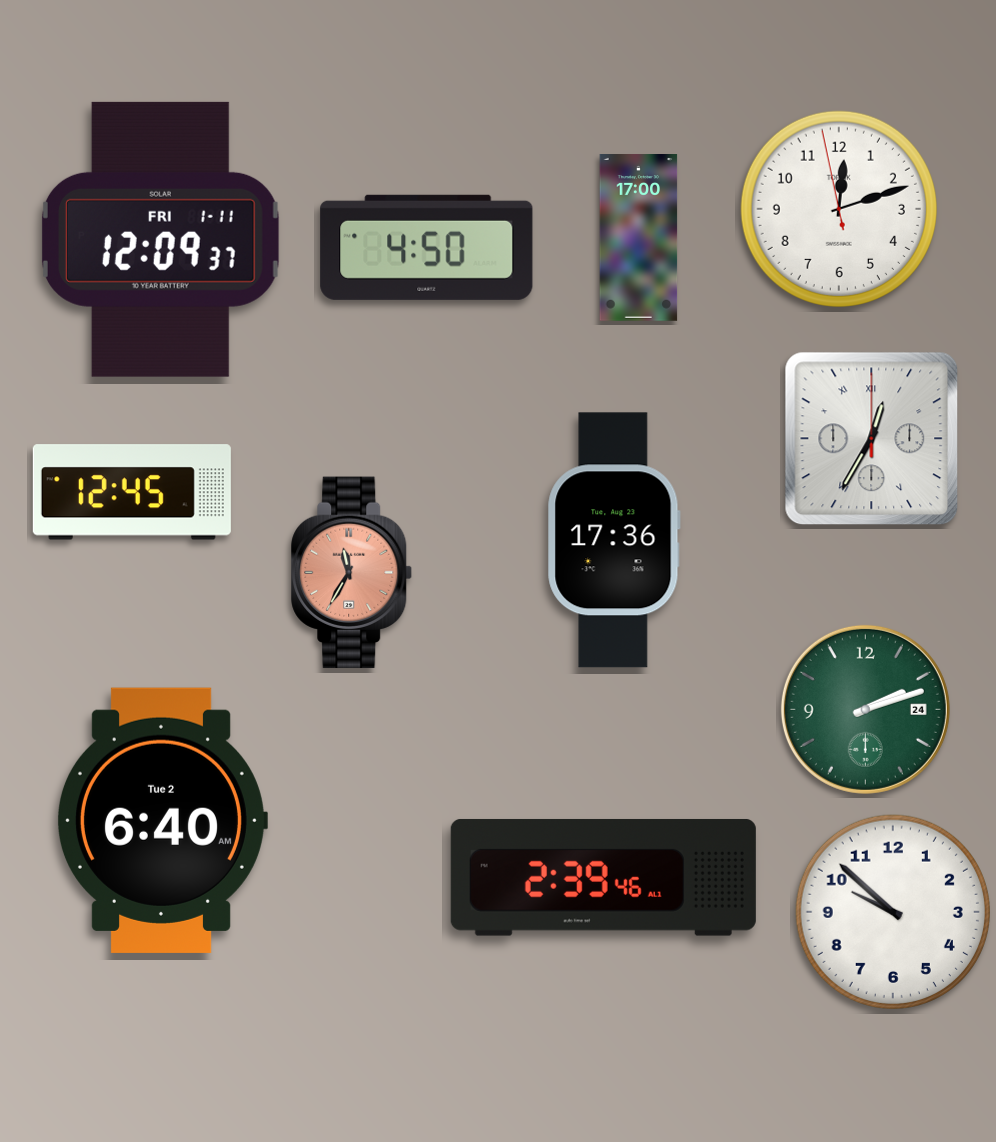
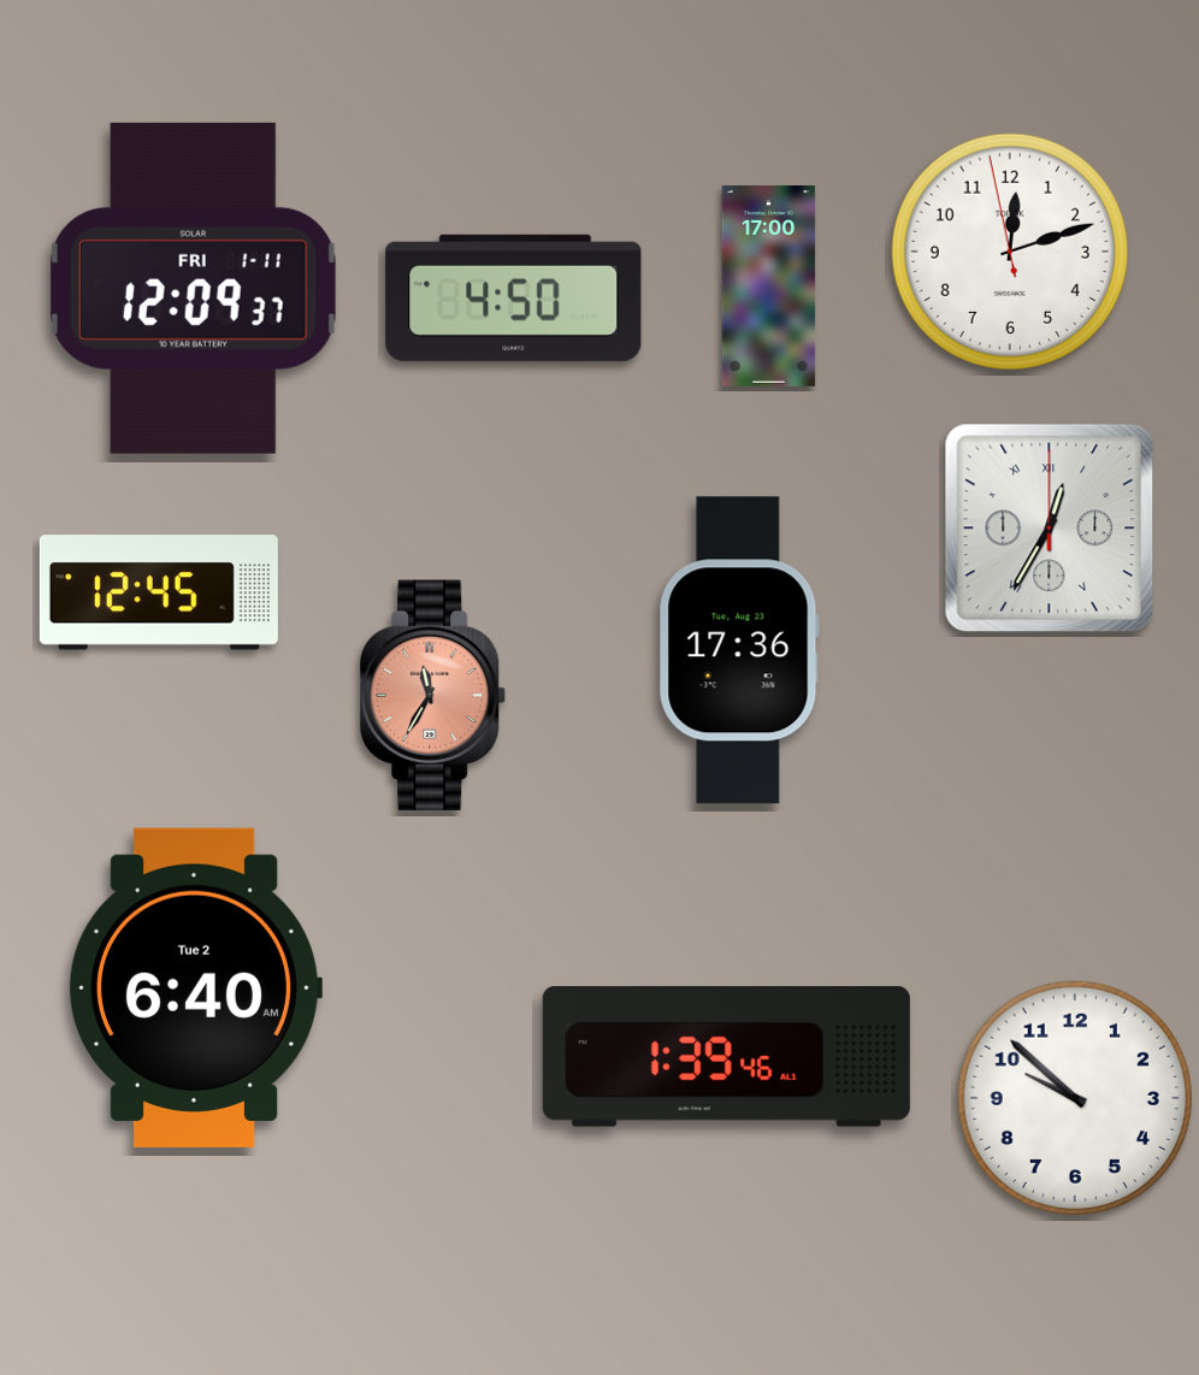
clock at (352, 573) position: (352, 573) -> (433, 696)
clock at (865, 709): 2:12 -> none
clock at (603, 877): 2:39 -> 1:39
